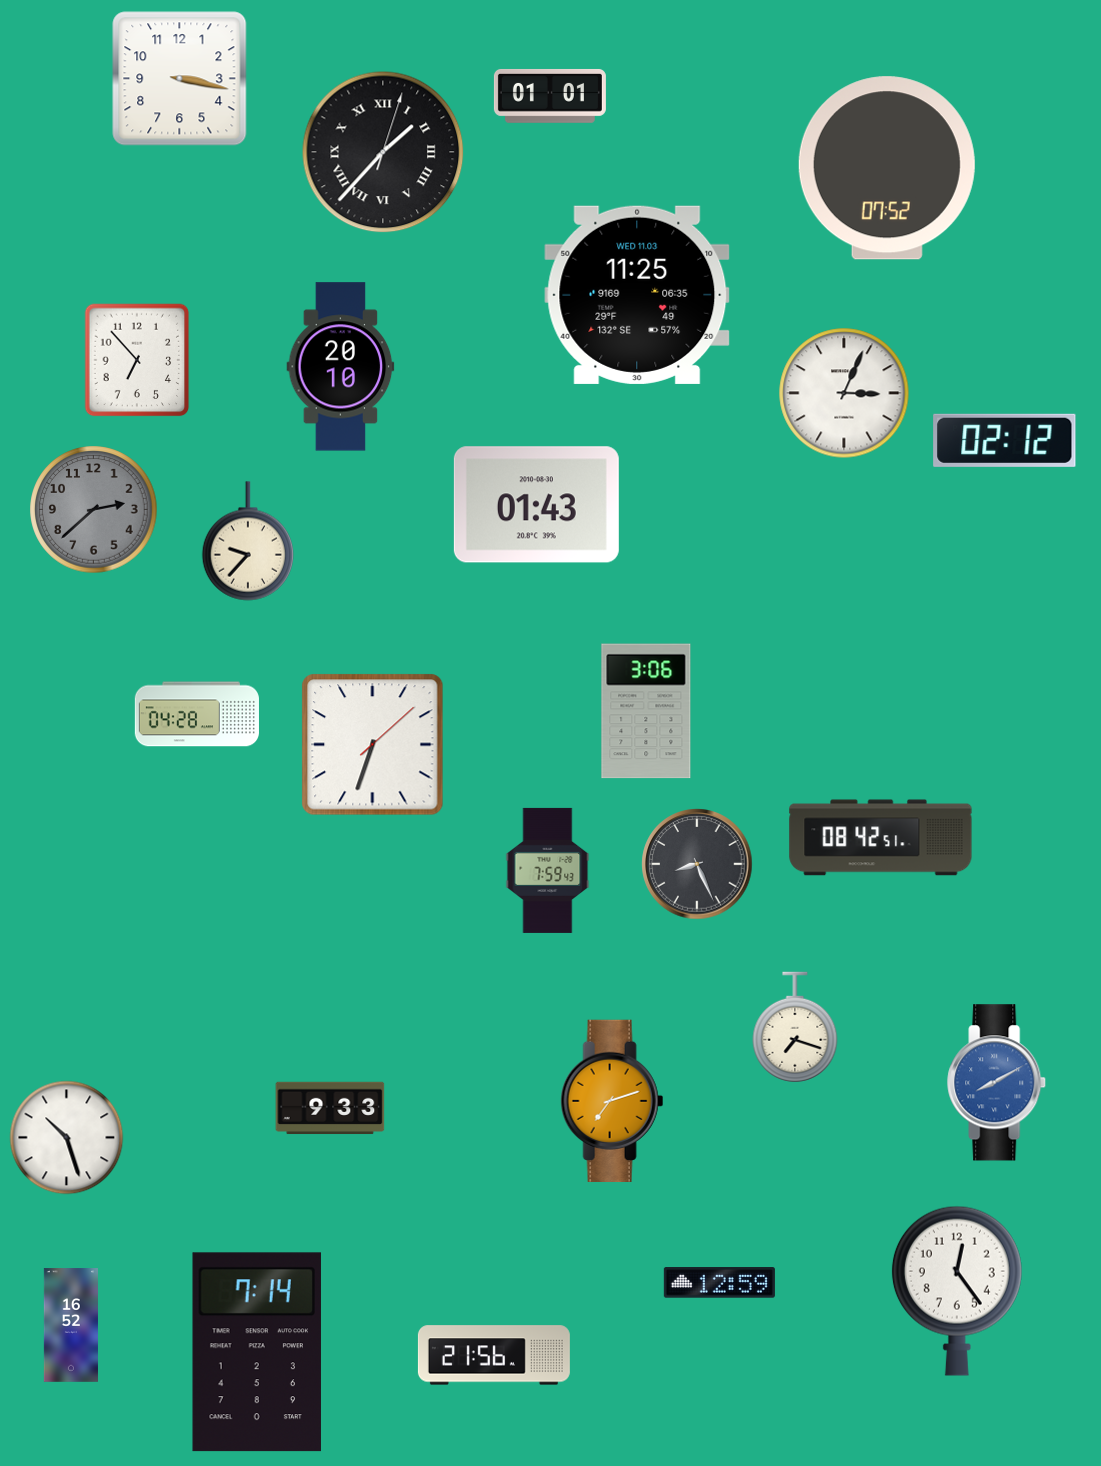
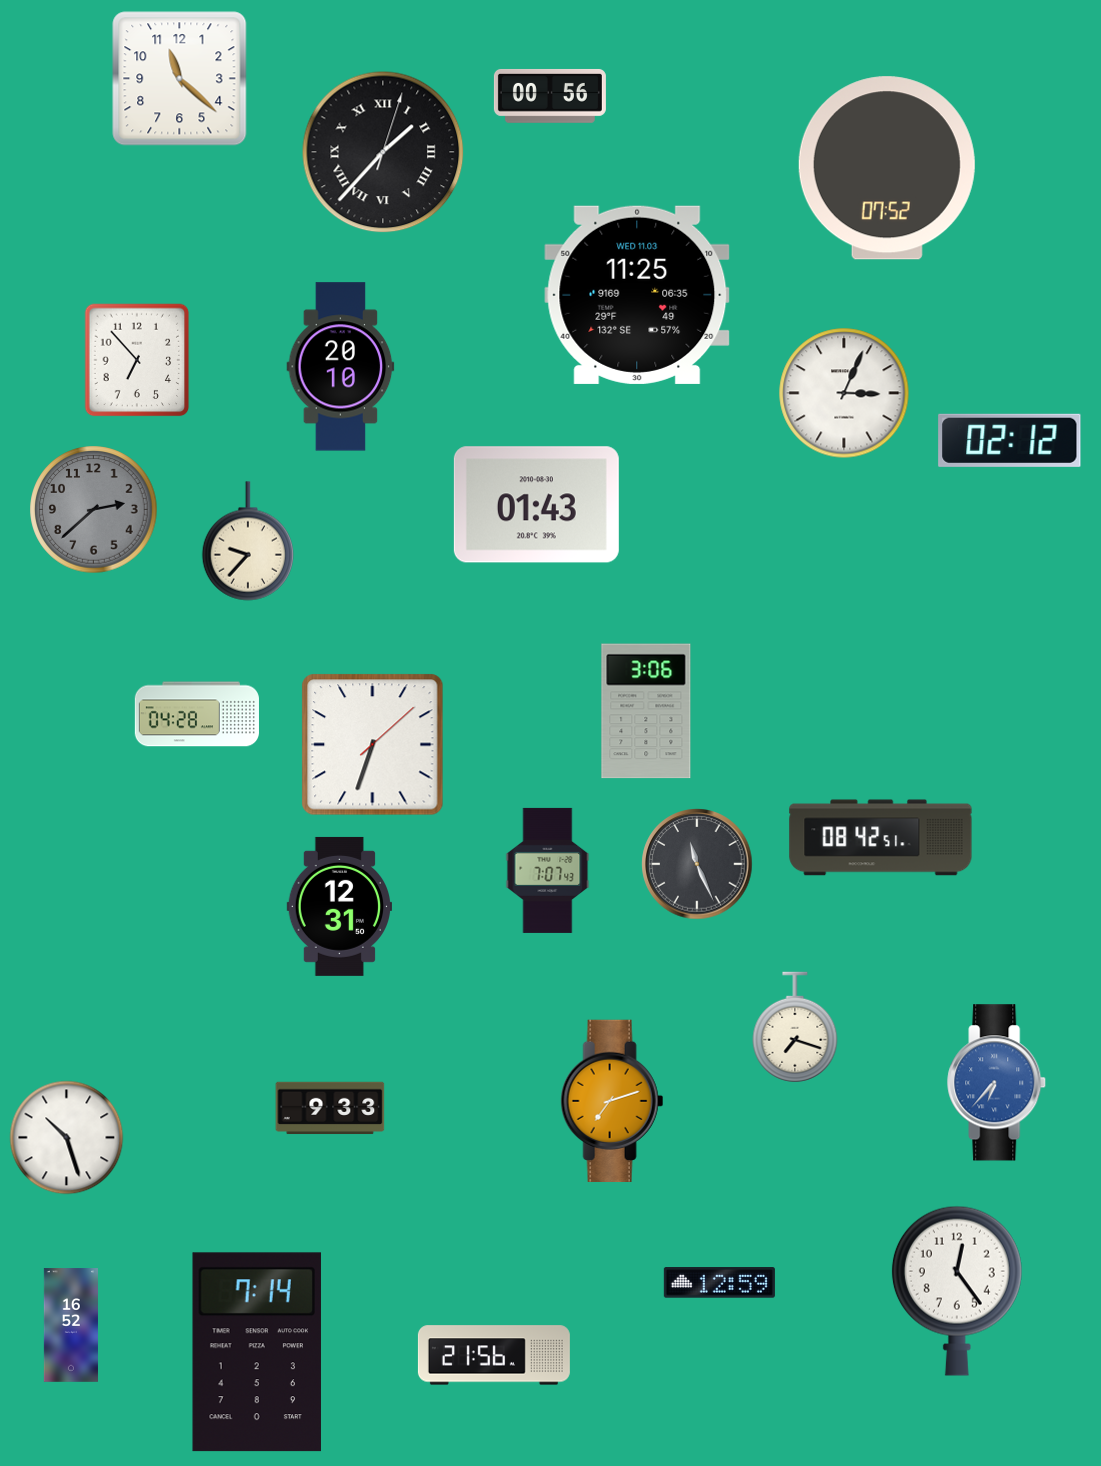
clock at (180, 79): 3:17 -> 11:22
clock at (550, 96): 01:01 -> 00:56
clock at (1005, 440) position: (1005, 440) -> (1010, 440)
clock at (697, 864): 8:26 -> 11:26
clock at (548, 870): 7:59 -> 7:07
clock at (340, 906): none -> 12:31
clock at (997, 1083): 8:10 -> 6:37
